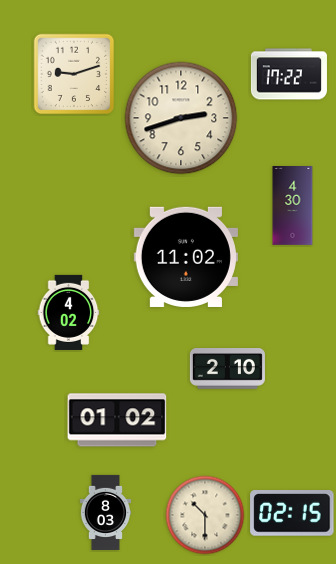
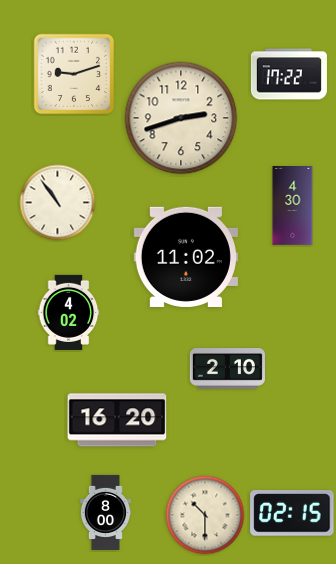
clock at (58, 203): none -> 10:54
clock at (117, 420): 01:02 -> 16:20
clock at (105, 512): 8:03 -> 8:00
